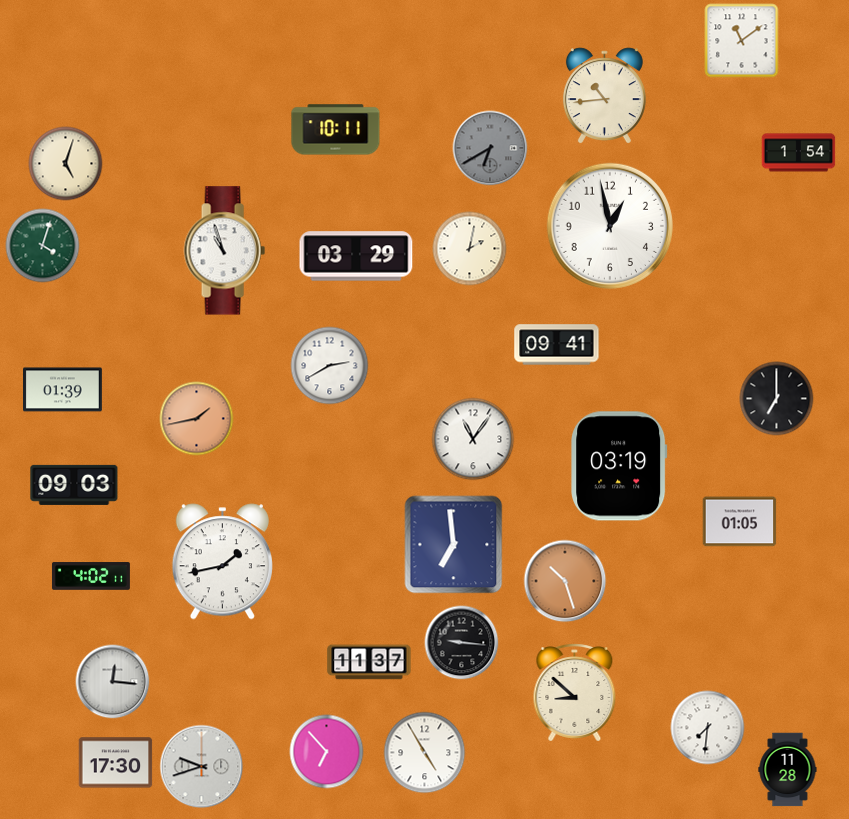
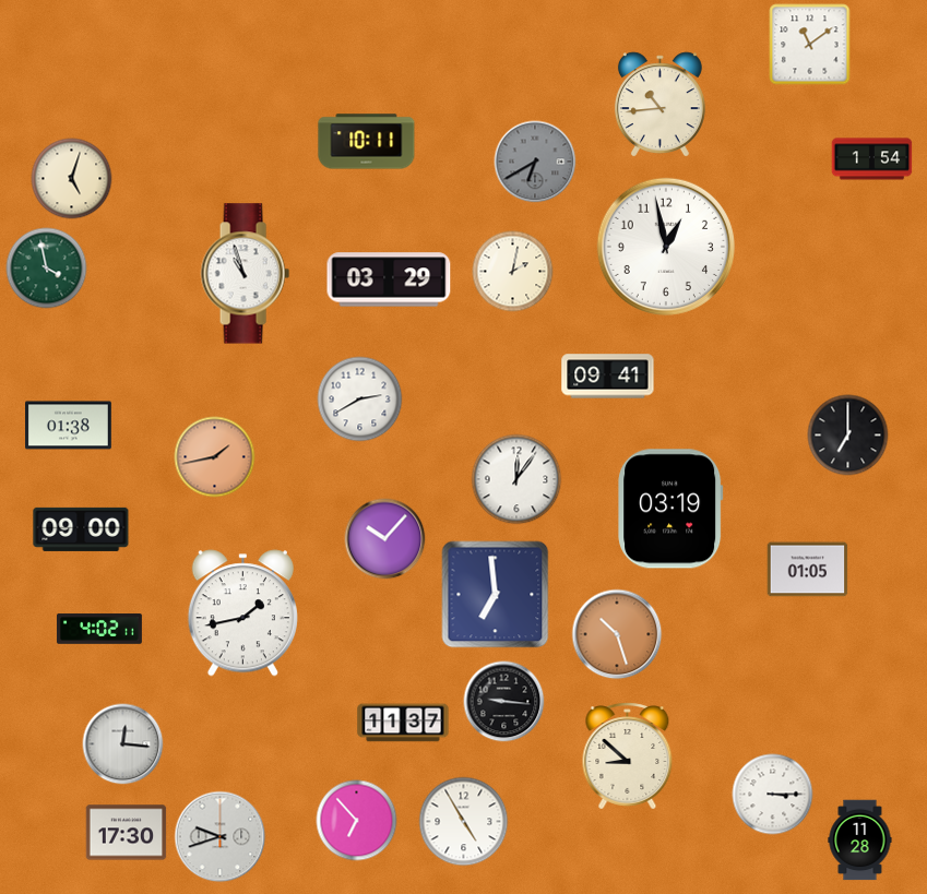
clock at (799, 153) position: (799, 153) -> (872, 159)
clock at (43, 246): 4:03 -> 3:58
clock at (63, 390): 01:39 -> 01:38
clock at (473, 439): 11:06 -> 12:06
clock at (619, 466) position: (619, 466) -> (670, 509)
clock at (74, 485): 09:03 -> 09:00
clock at (385, 539): none -> 10:07
clock at (708, 728): 7:31 -> 3:15
